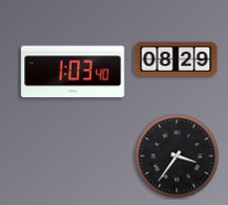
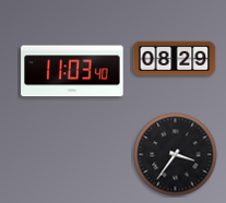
clock at (73, 72): 1:03 -> 11:03
